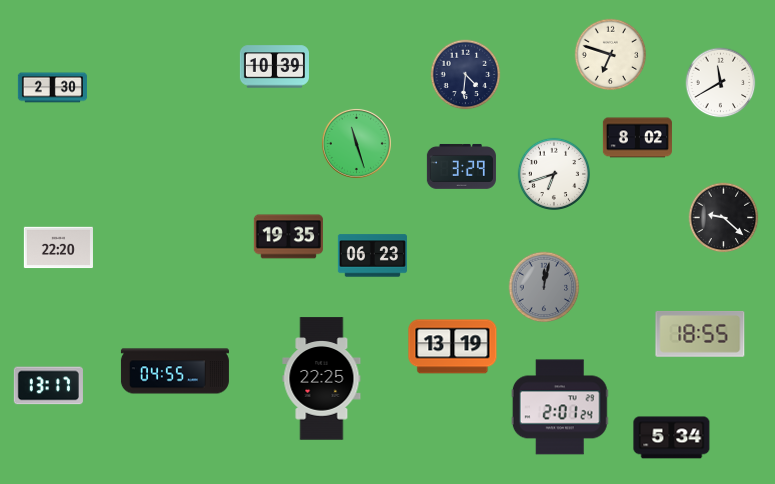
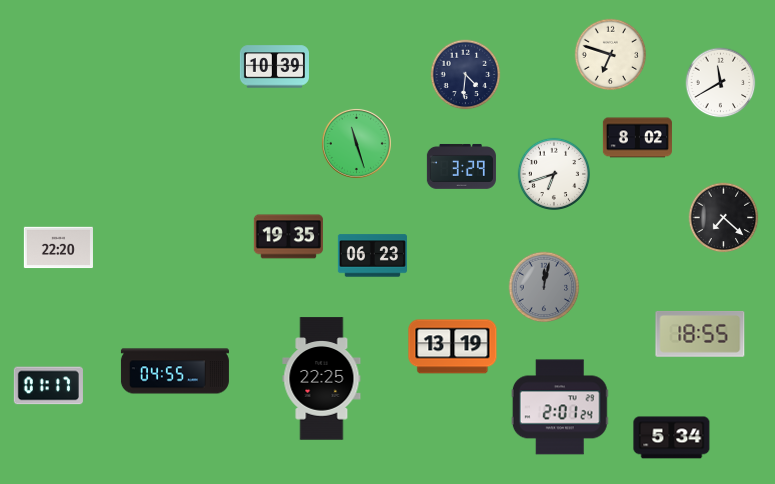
clock at (52, 88): 2:30 -> none
clock at (724, 218): 9:22 -> 7:22
clock at (48, 386): 13:17 -> 01:17
